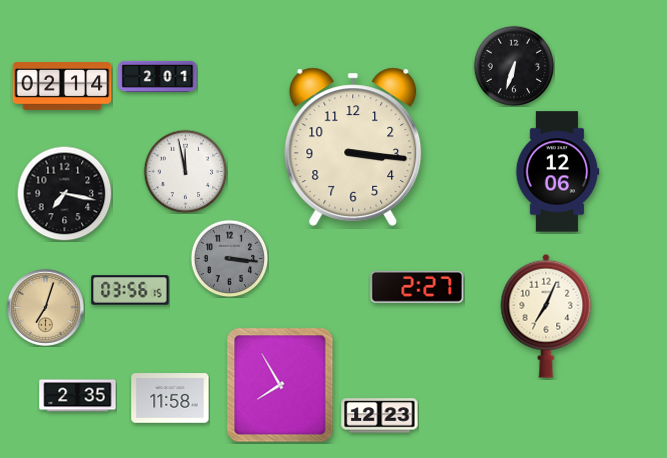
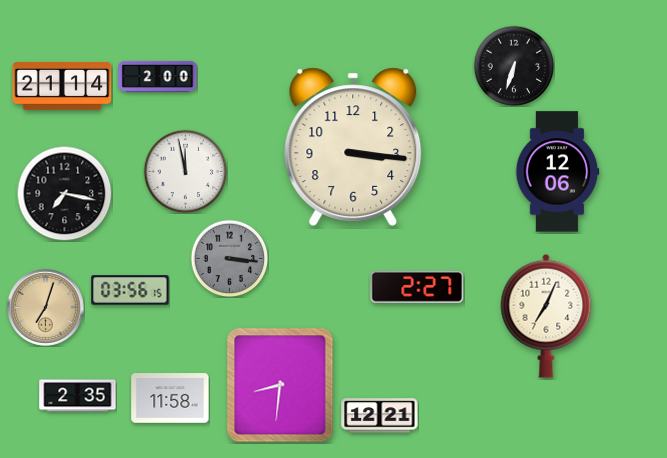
clock at (158, 76): 2:01 -> 2:00
clock at (62, 86): 02:14 -> 21:14
clock at (280, 385): 7:55 -> 8:31
clock at (380, 416): 12:23 -> 12:21
